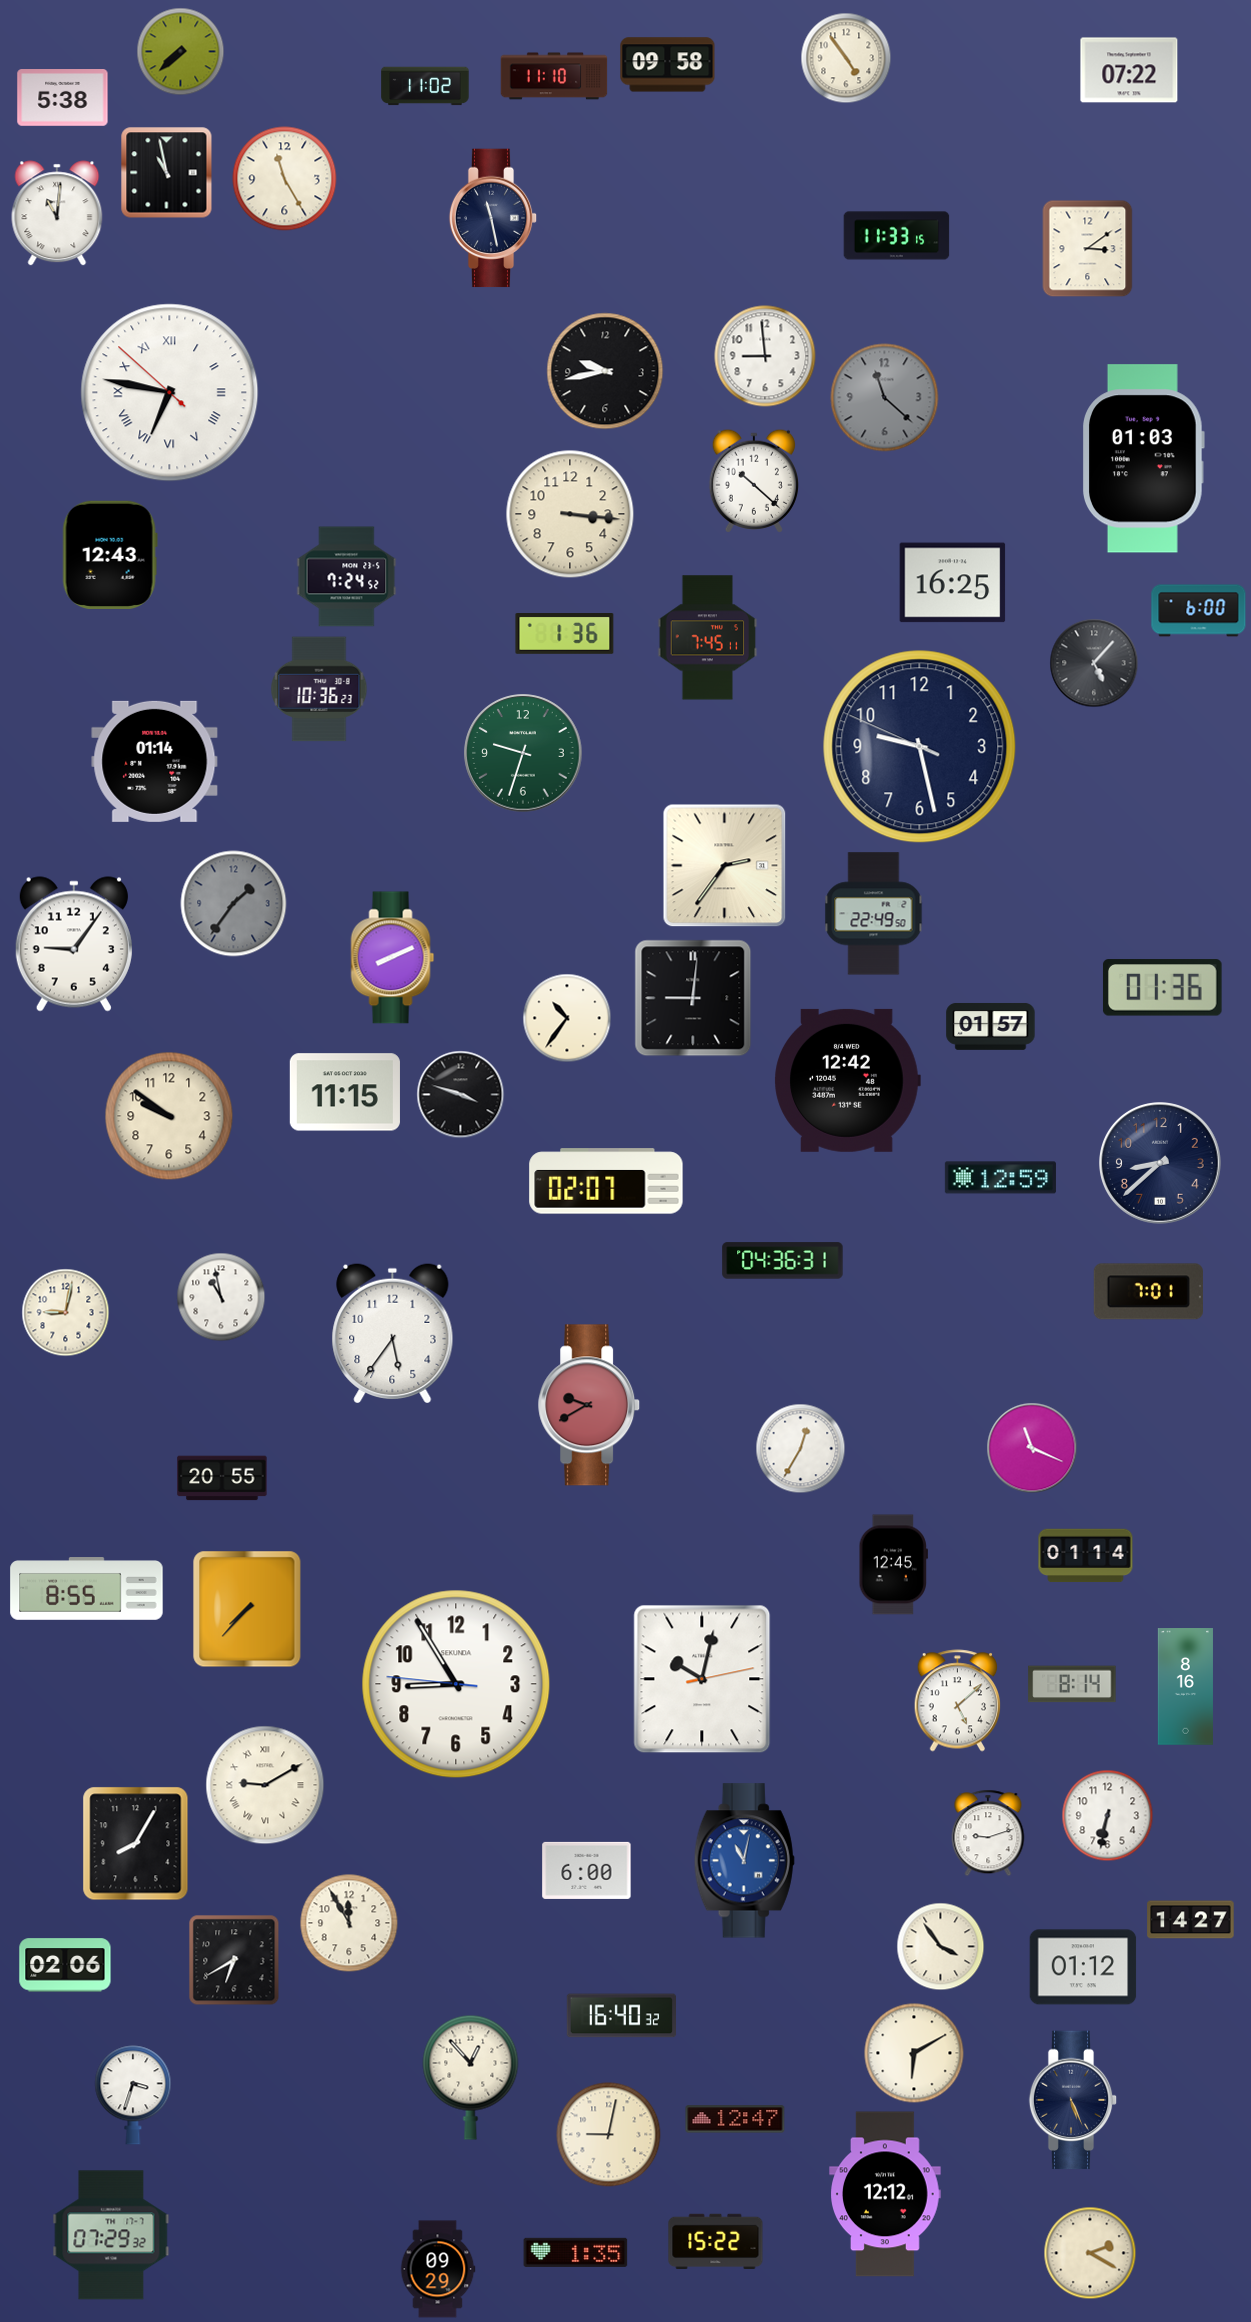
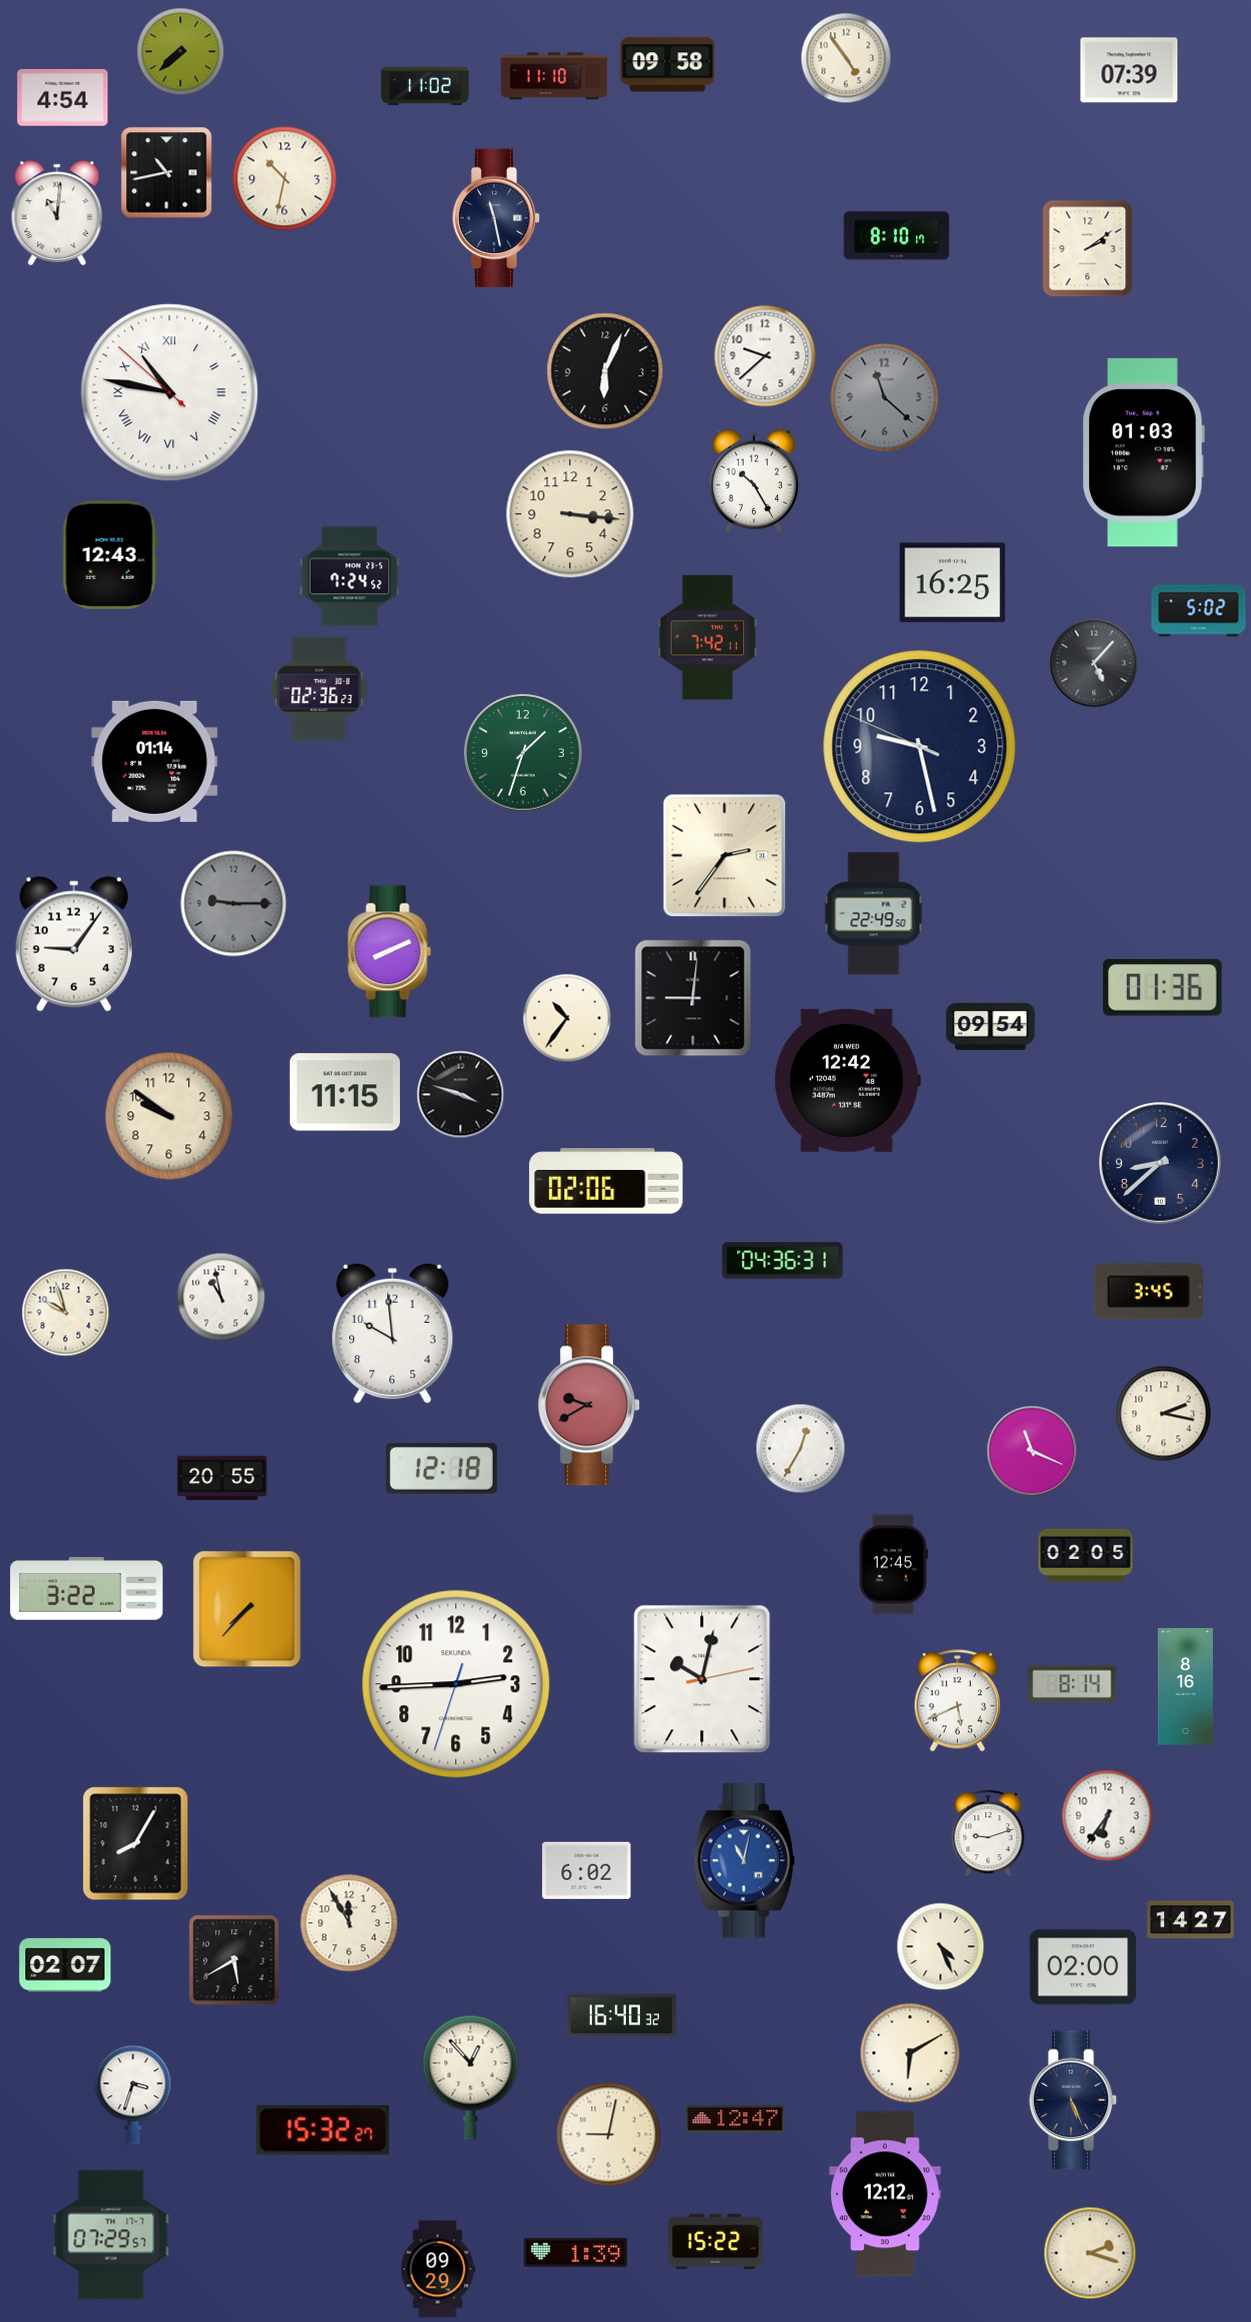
clock at (1129, 70): 07:22 -> 07:39
clock at (63, 98): 5:38 -> 4:54
clock at (167, 173): 10:58 -> 10:43
clock at (285, 179): 11:25 -> 10:32
clock at (493, 218) position: (493, 218) -> (496, 218)
clock at (897, 236): 11:33 -> 8:10
clock at (1088, 249): 3:09 -> 2:09
clock at (765, 356): 8:59 -> 9:38
clock at (605, 371): 9:43 -> 6:04
clock at (170, 393): 6:46 -> 10:46
clock at (1143, 459) position: (1143, 459) -> (1143, 453)
clock at (753, 481): 10:22 -> 10:25
clock at (347, 577) position: (347, 577) -> (350, 577)
clock at (1199, 611): 6:00 -> 5:02
clock at (565, 634): 1:36 -> none
clock at (708, 638): 7:45 -> 7:42
clock at (319, 689): 10:36 -> 02:36
clock at (523, 753): 9:33 -> 1:33
clock at (725, 866) position: (725, 866) -> (725, 856)
clock at (234, 904): 1:36 -> 9:15
clock at (393, 958) position: (393, 958) -> (390, 952)
clock at (991, 1026): 01:57 -> 09:54
clock at (1000, 1178): 12:59 -> none
clock at (606, 1181): 02:07 -> 02:06
clock at (1148, 1292): 7:01 -> 3:45
clock at (66, 1313): 9:02 -> 9:57
clock at (393, 1334): 5:36 -> 9:59
clock at (1164, 1414): none -> 2:17
clock at (1032, 1448) position: (1032, 1448) -> (1032, 1451)
clock at (441, 1468): none -> 12:18
clock at (1086, 1556): 01:14 -> 02:05
clock at (87, 1589): 8:55 -> 3:22
clock at (456, 1684): 8:54 -> 2:44
clock at (958, 1701): 5:08 -> 5:41
clock at (265, 1785): 9:10 -> none
clock at (1108, 1816): 6:32 -> 6:36
clock at (587, 1870): 6:00 -> 6:02
clock at (941, 1947): 3:54 -> 4:26
clock at (234, 1960): 6:40 -> 5:40
clock at (65, 1965): 02:06 -> 02:07
clock at (1083, 1967): 01:12 -> 02:00
clock at (914, 2053) position: (914, 2053) -> (910, 2053)
clock at (323, 2130): none -> 15:32
clock at (111, 2235): 07:29:32 -> 07:29:57
clock at (576, 2252): 1:35 -> 1:39
clock at (1090, 2253): 2:20 -> 2:18
